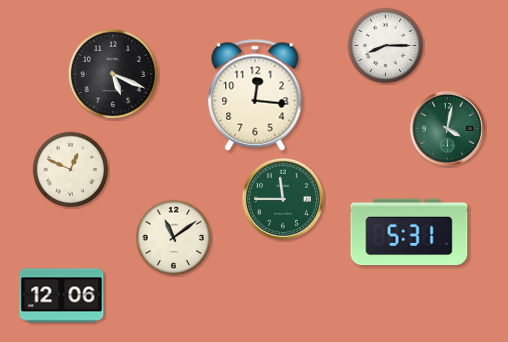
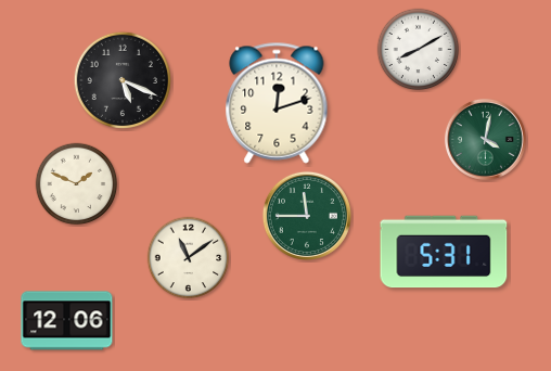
clock at (386, 46): 8:15 -> 8:10
clock at (255, 95): 12:16 -> 12:12
clock at (71, 170): 12:49 -> 1:49
